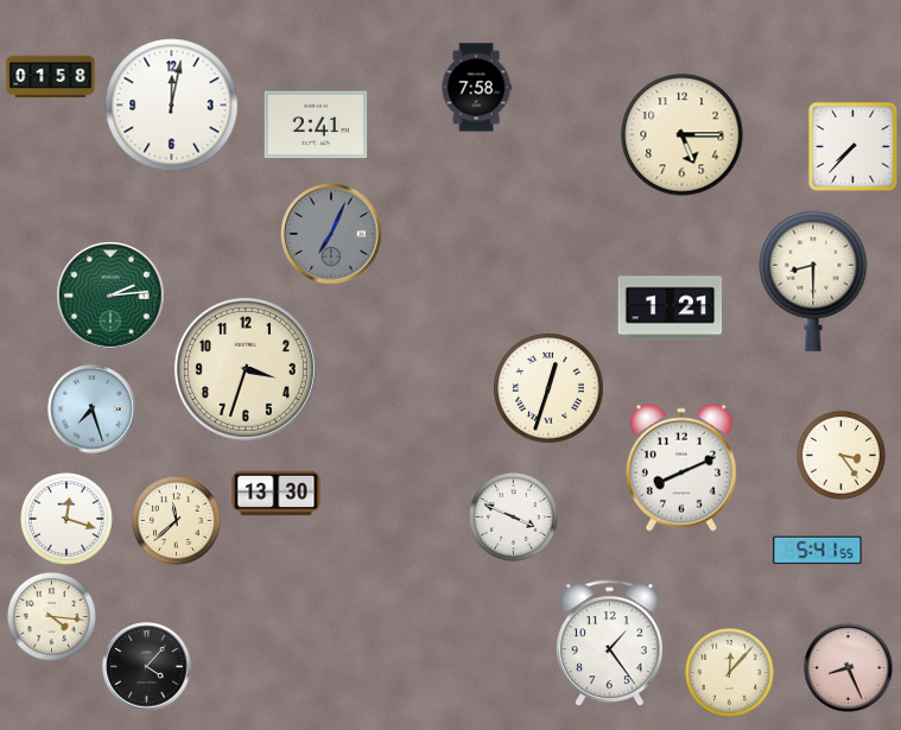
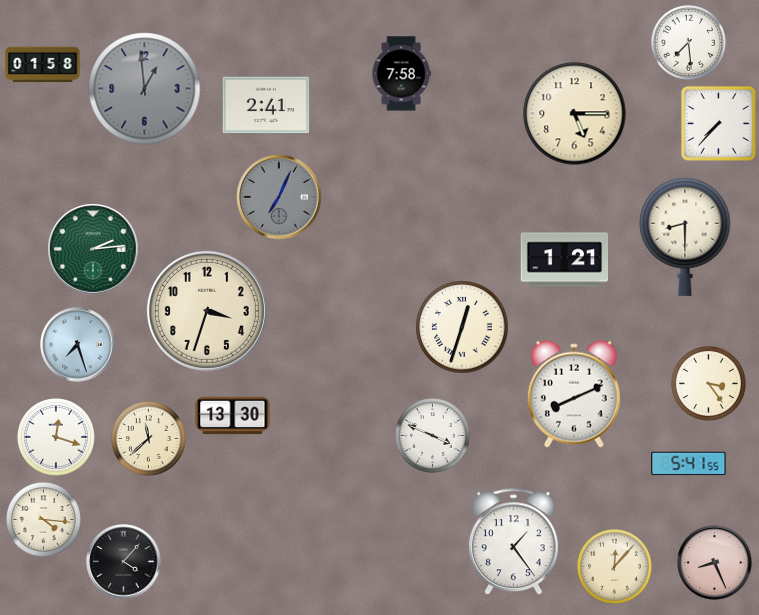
clock at (688, 42): none -> 7:29
clock at (172, 106): 12:02 -> 12:59
clock at (172, 106) dial: white -> grey
